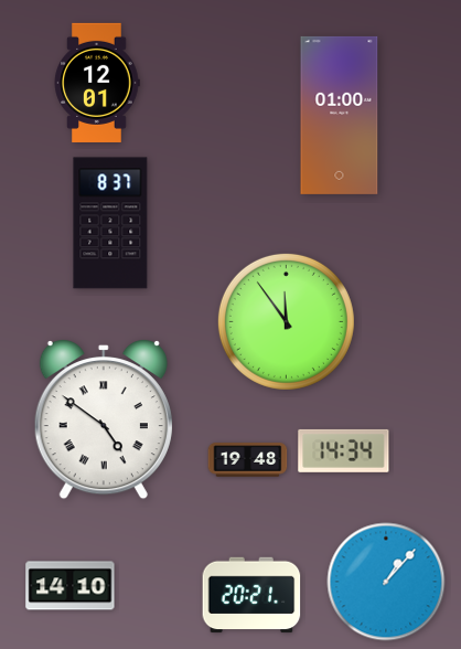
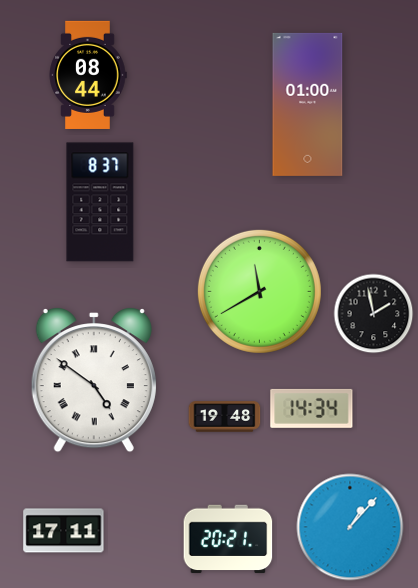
clock at (97, 83): 12:01 -> 08:44
clock at (286, 321): 11:54 -> 11:40
clock at (374, 314): none -> 1:58
clock at (71, 586): 14:10 -> 17:11
